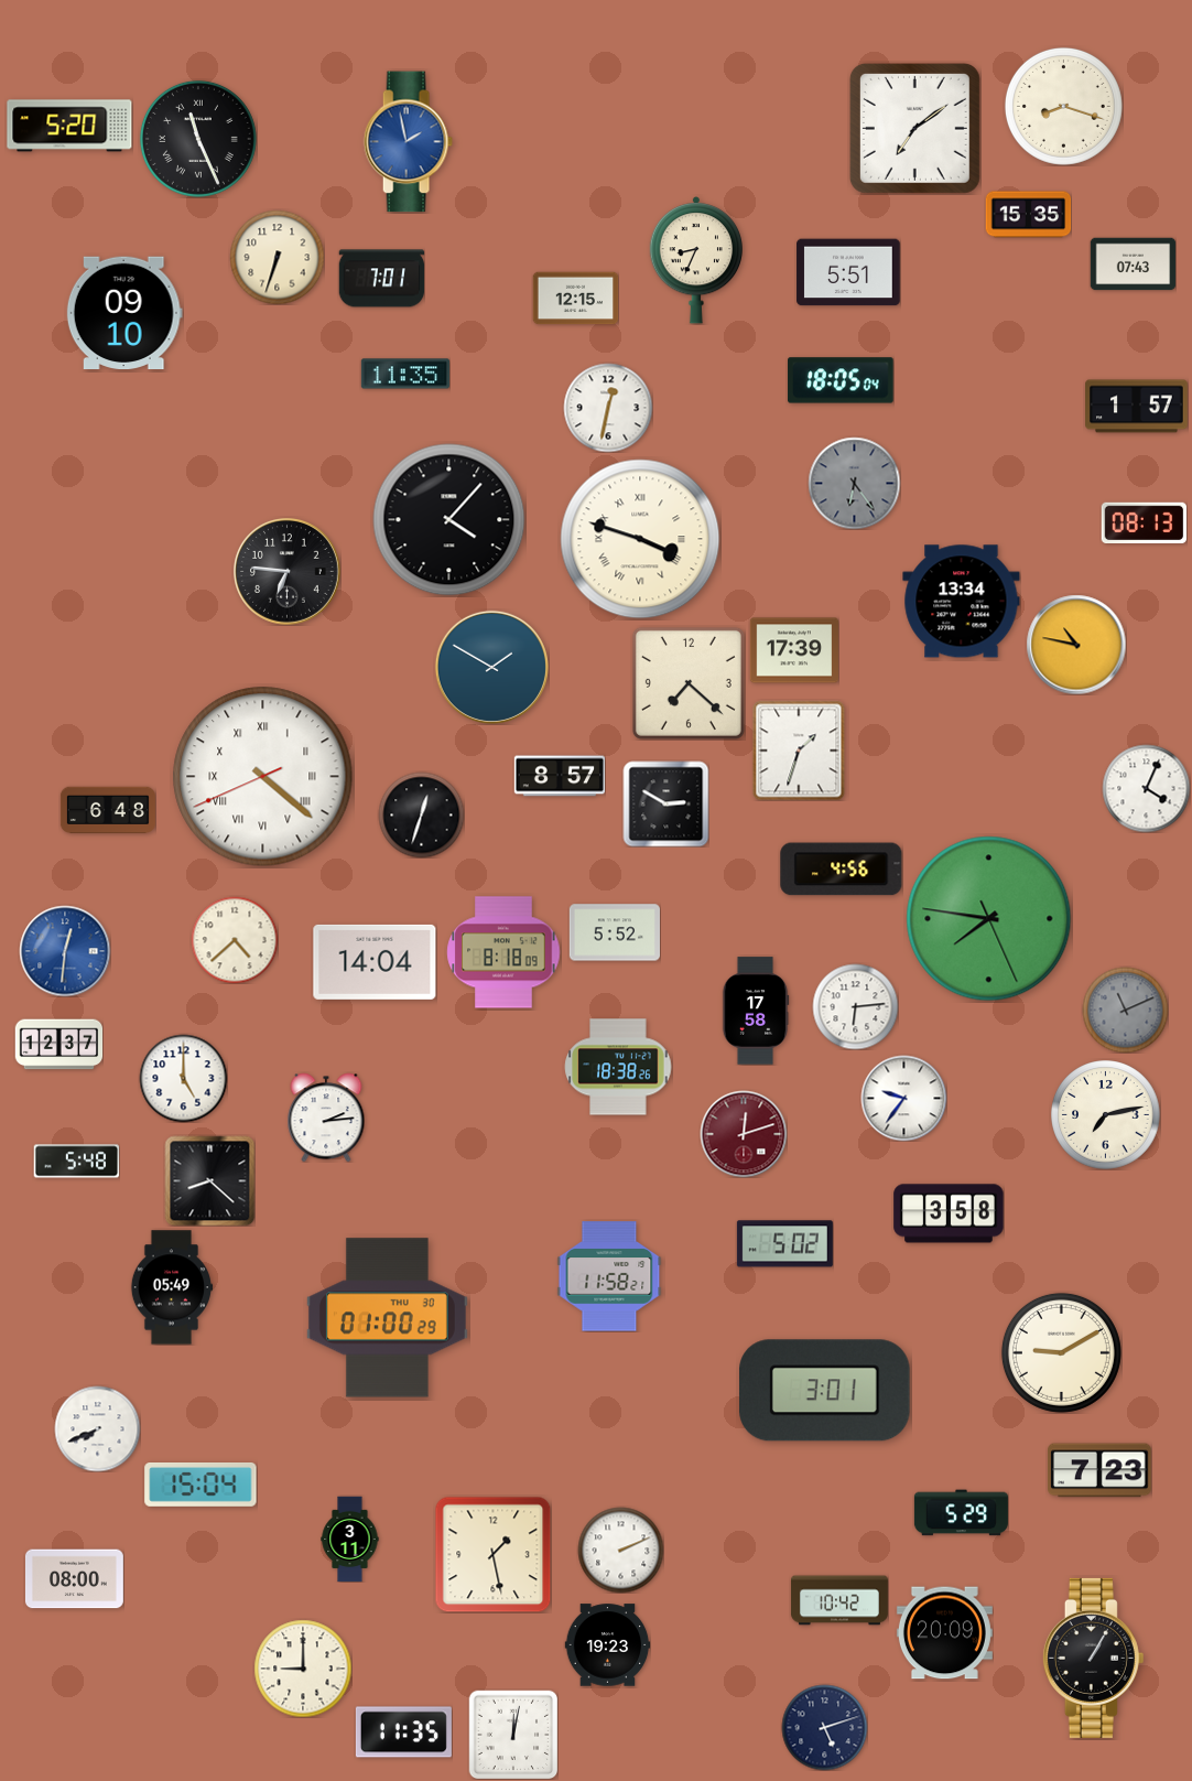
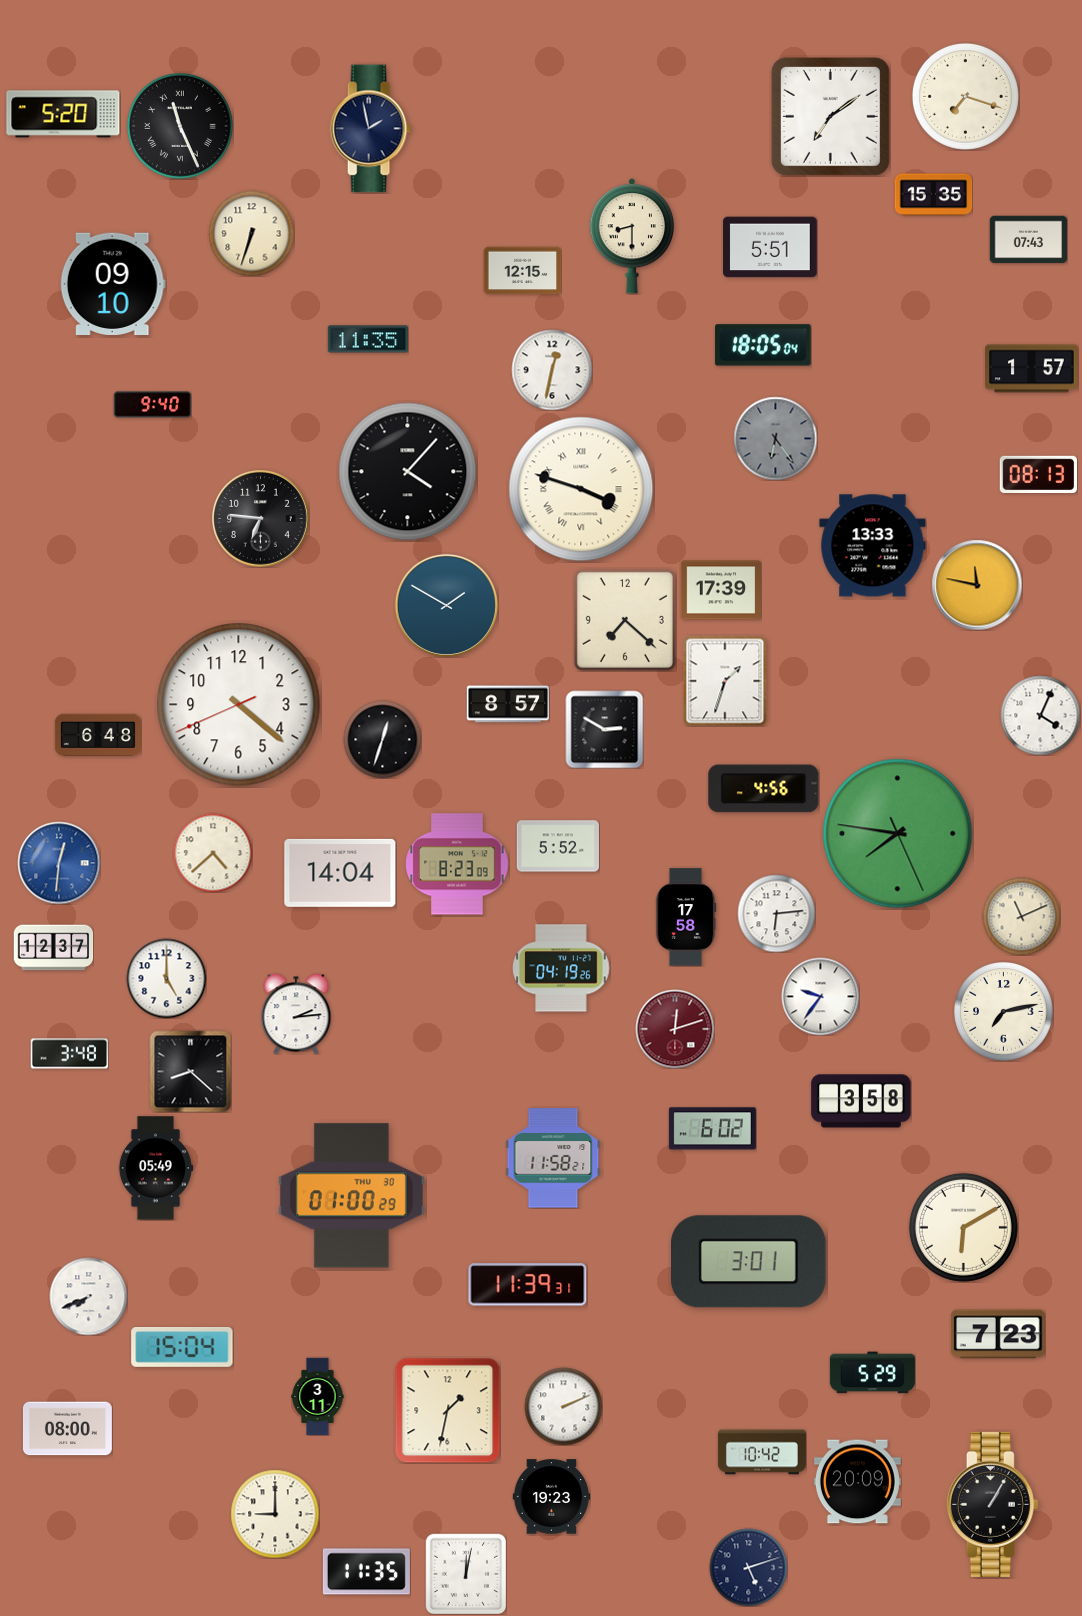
clock at (1063, 106): 8:18 -> 7:18
clock at (408, 142) dial: blue -> navy
clock at (695, 260): 8:34 -> 8:30
clock at (381, 279): 7:01 -> none
clock at (152, 405): none -> 9:40
clock at (962, 602): 13:34 -> 13:33
clock at (1076, 645): 10:47 -> 11:47
clock at (263, 777) numerals: Roman -> Arabic
clock at (503, 952): 8:18 -> 8:23
clock at (1125, 1010) dial: grey -> cream
clock at (618, 1067): 18:38 -> 04:19
clock at (76, 1162): 5:48 -> 3:48
clock at (784, 1244): 5:02 -> 6:02
clock at (1061, 1352): 9:10 -> 6:10
clock at (528, 1285): none -> 11:39
clock at (492, 1554): 1:28 -> 1:32
clock at (74, 1579) position: (74, 1579) -> (67, 1429)
clock at (607, 1645) position: (607, 1645) -> (551, 1497)
